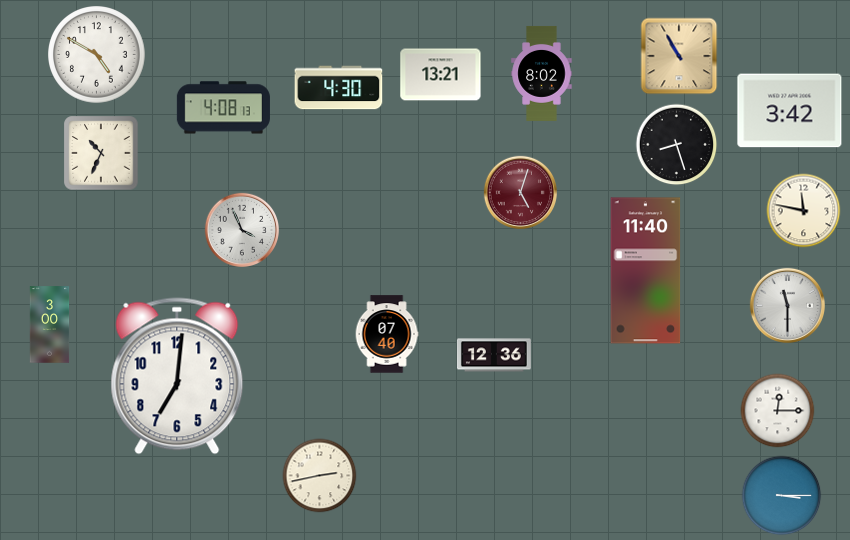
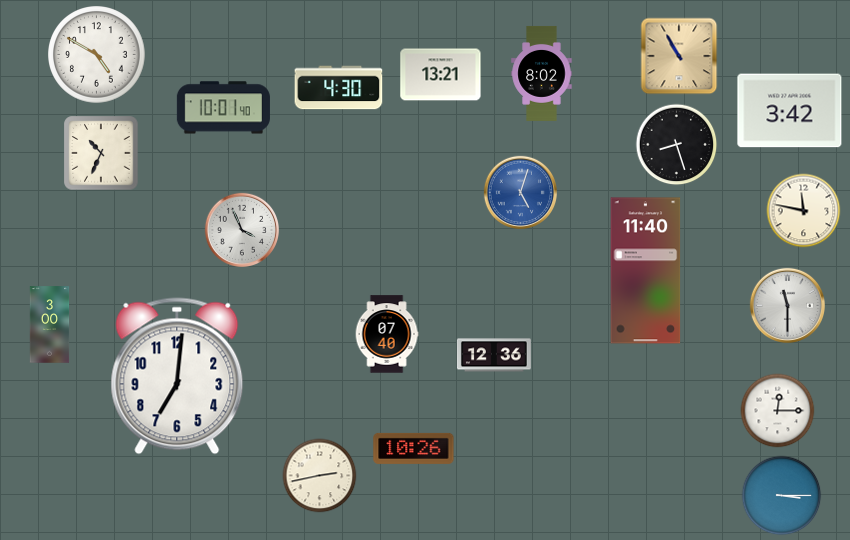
clock at (223, 108): 4:08 -> 10:01
clock at (521, 193) dial: burgundy -> blue
clock at (414, 448): none -> 10:26
